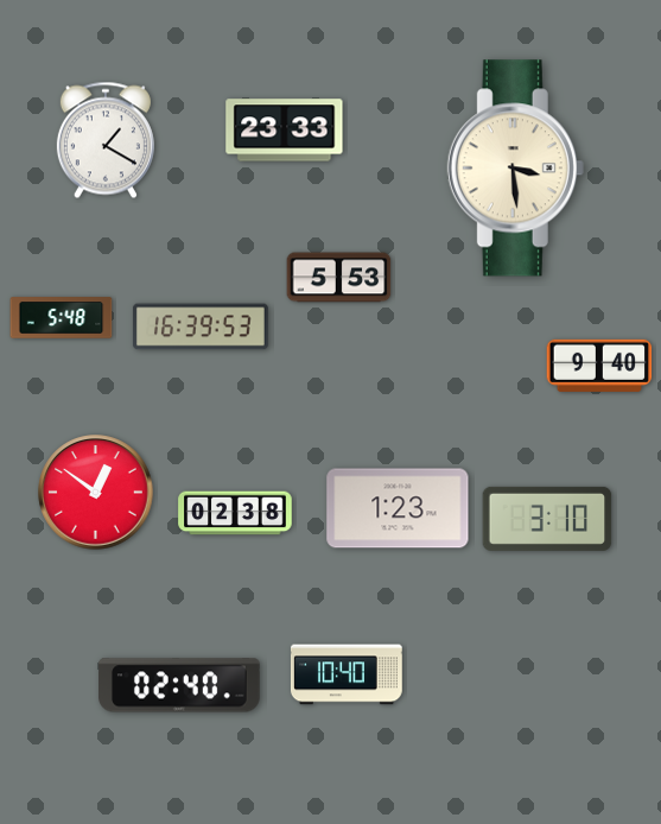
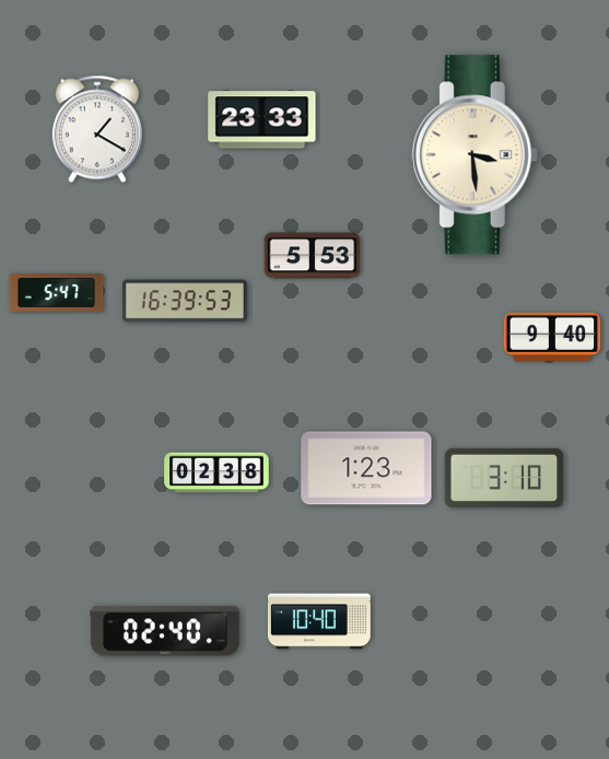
clock at (62, 318): 5:48 -> 5:47
clock at (96, 493): 12:51 -> none
